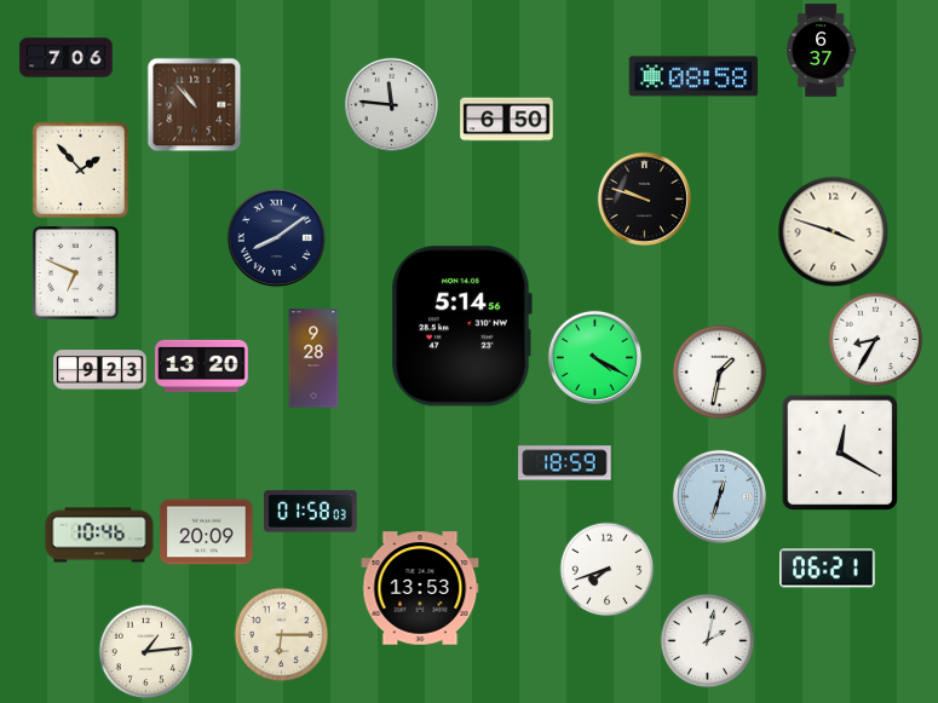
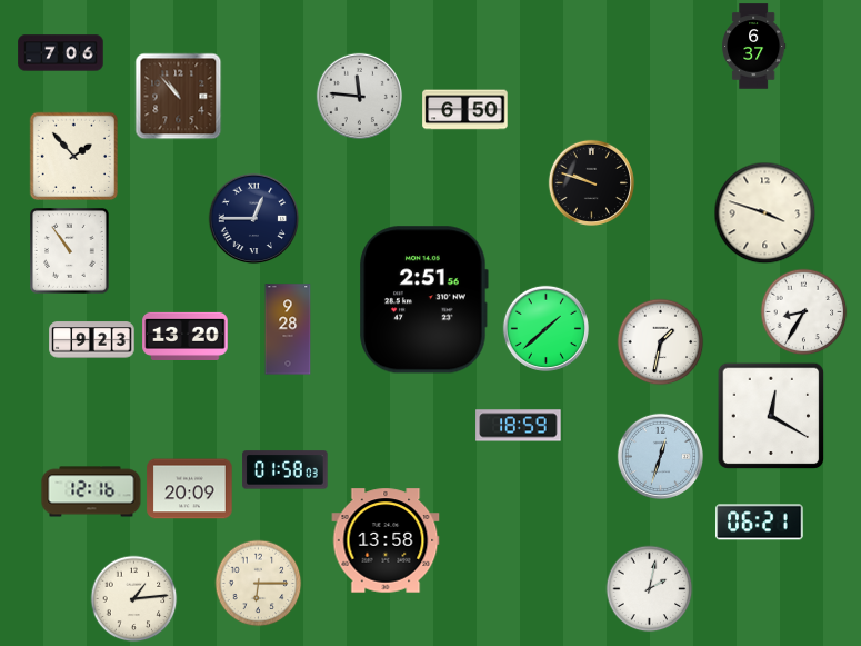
clock at (694, 76): 08:58 -> none
clock at (276, 237): 8:09 -> 12:45
clock at (76, 273): 6:49 -> 10:54
clock at (461, 327): 5:14 -> 2:51
clock at (594, 357): 4:20 -> 1:38
clock at (99, 535): 10:46 -> 12:16
clock at (606, 569): 7:42 -> none
clock at (420, 588): 13:53 -> 13:58
